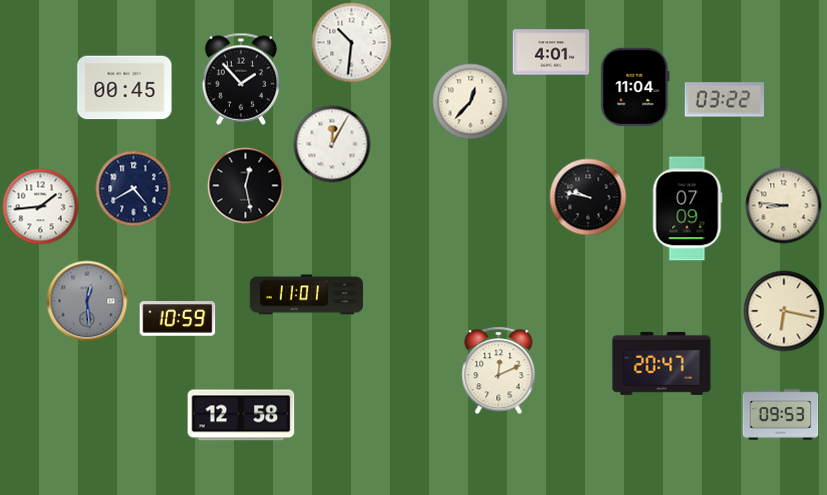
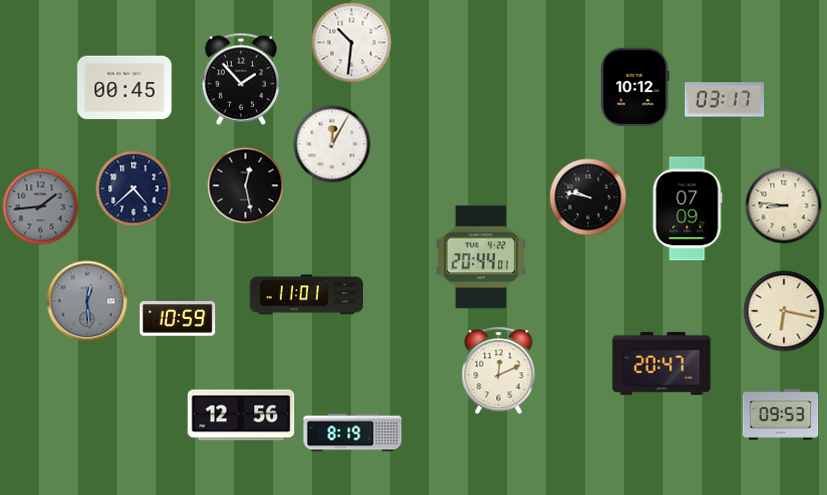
clock at (551, 52): 4:01 -> none
clock at (635, 87): 11:04 -> 10:12
clock at (724, 100): 03:22 -> 03:17
clock at (471, 102): 12:37 -> none
clock at (134, 189): 4:40 -> 4:38
clock at (41, 207) dial: white -> grey
clock at (481, 257): none -> 20:44
clock at (241, 415): 12:58 -> 12:56
clock at (353, 433): none -> 8:19
